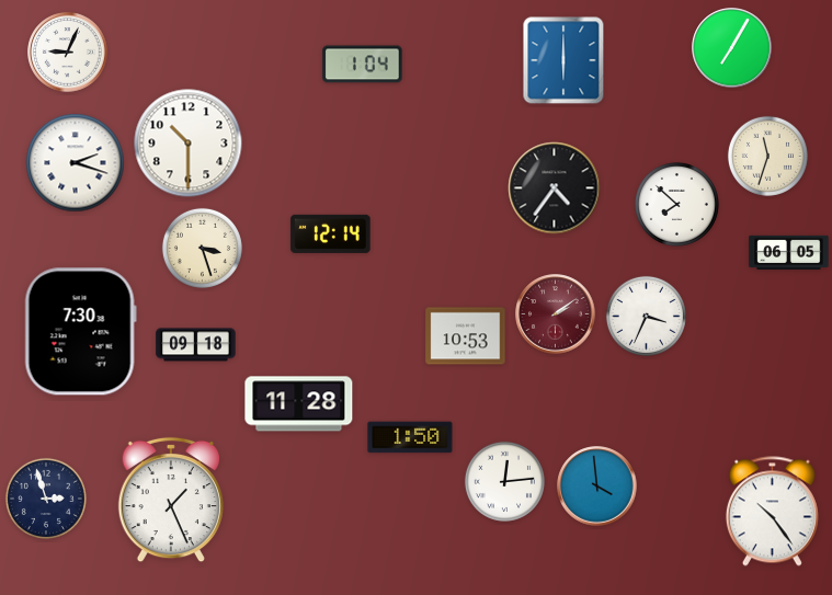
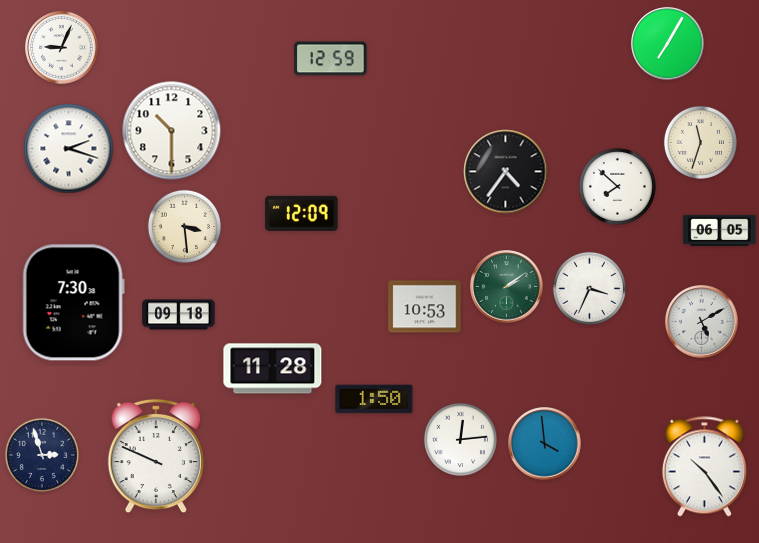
clock at (563, 60): 6:00 -> none
clock at (363, 65): 1:04 -> 12:59
clock at (331, 233): 12:14 -> 12:09
clock at (202, 248): 3:27 -> 3:29
clock at (556, 314) dial: burgundy -> green
clock at (702, 322): none -> 5:10
clock at (171, 500): 1:26 -> 9:49
